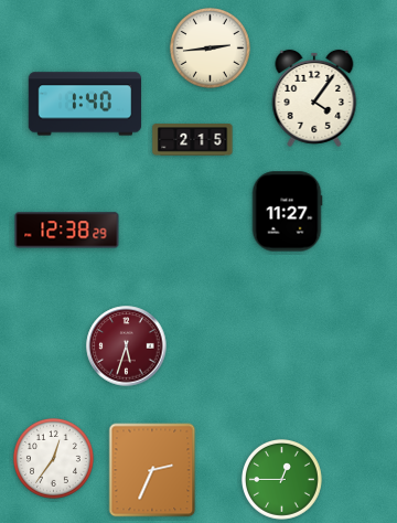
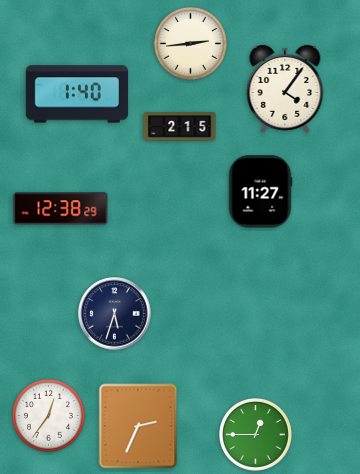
clock at (193, 140) position: (193, 140) -> (180, 127)
clock at (127, 346) dial: burgundy -> navy
